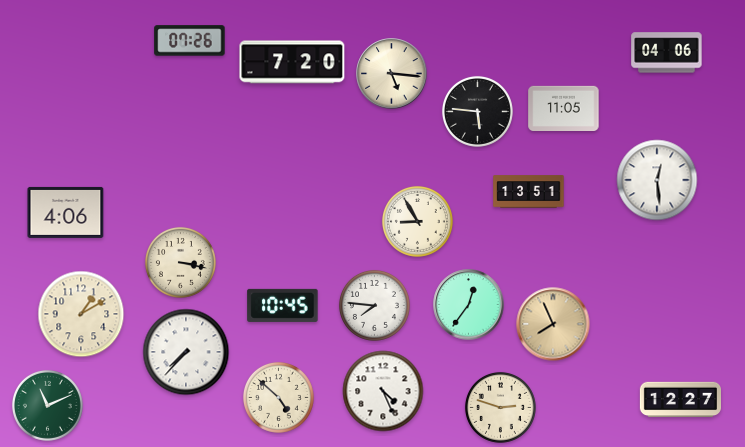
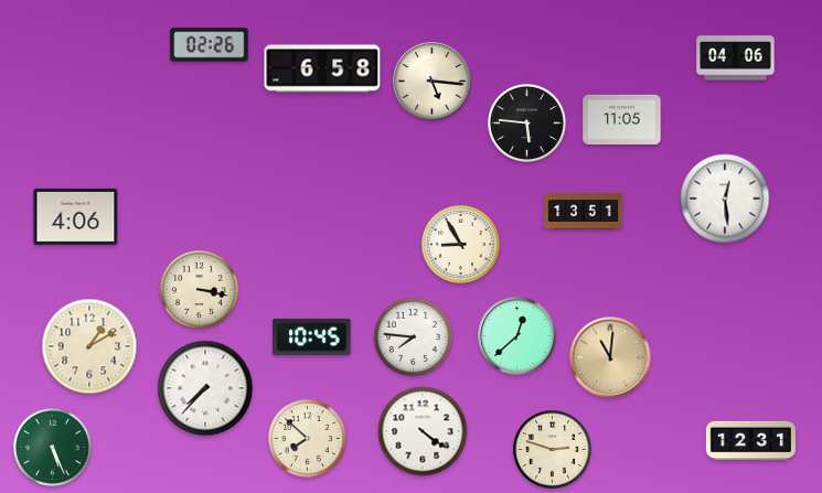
clock at (190, 41): 07:26 -> 02:26
clock at (292, 62): 7:20 -> 6:58
clock at (66, 212) position: (66, 212) -> (76, 216)
clock at (469, 305): 12:36 -> 12:38
clock at (553, 324): 7:56 -> 11:01
clock at (383, 391): 4:26 -> 4:21
clock at (278, 397): 4:52 -> 7:52
clock at (680, 400): 12:27 -> 12:31
clock at (47, 405): 11:11 -> 5:26
